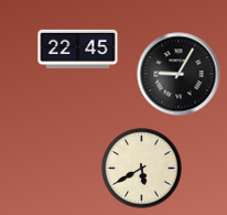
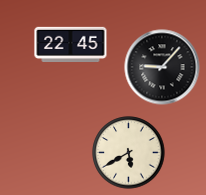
clock at (179, 74): 9:05 -> 9:07
